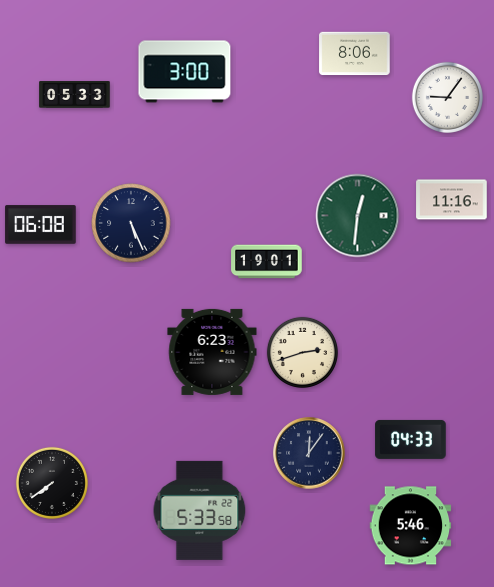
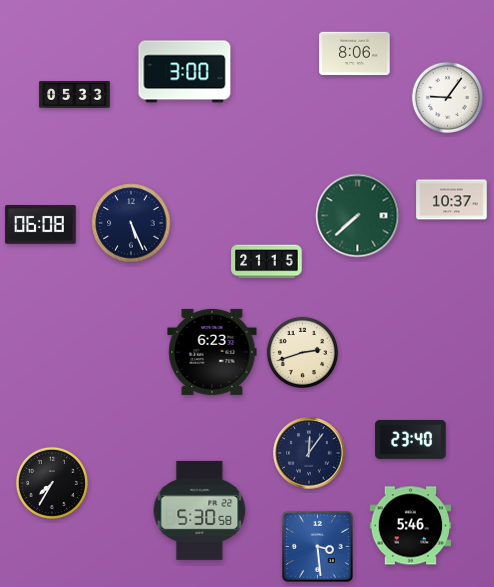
clock at (452, 200): 11:16 -> 10:37
clock at (358, 216): 12:31 -> 7:38
clock at (267, 262): 19:01 -> 21:15
clock at (411, 439): 04:33 -> 23:40
clock at (52, 483): 7:39 -> 7:35
clock at (200, 510): 5:33 -> 5:30
clock at (318, 547): none -> 3:29
